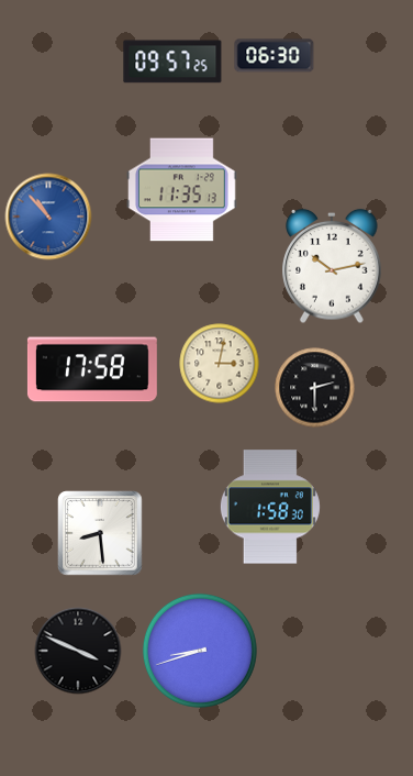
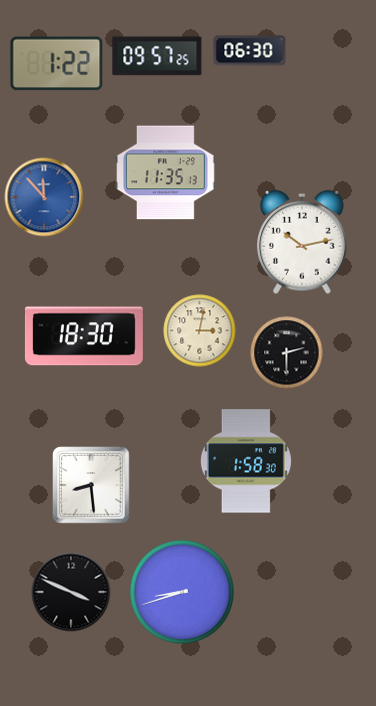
clock at (57, 64): none -> 1:22
clock at (48, 217): 10:53 -> 11:53
clock at (92, 369): 17:58 -> 18:30
